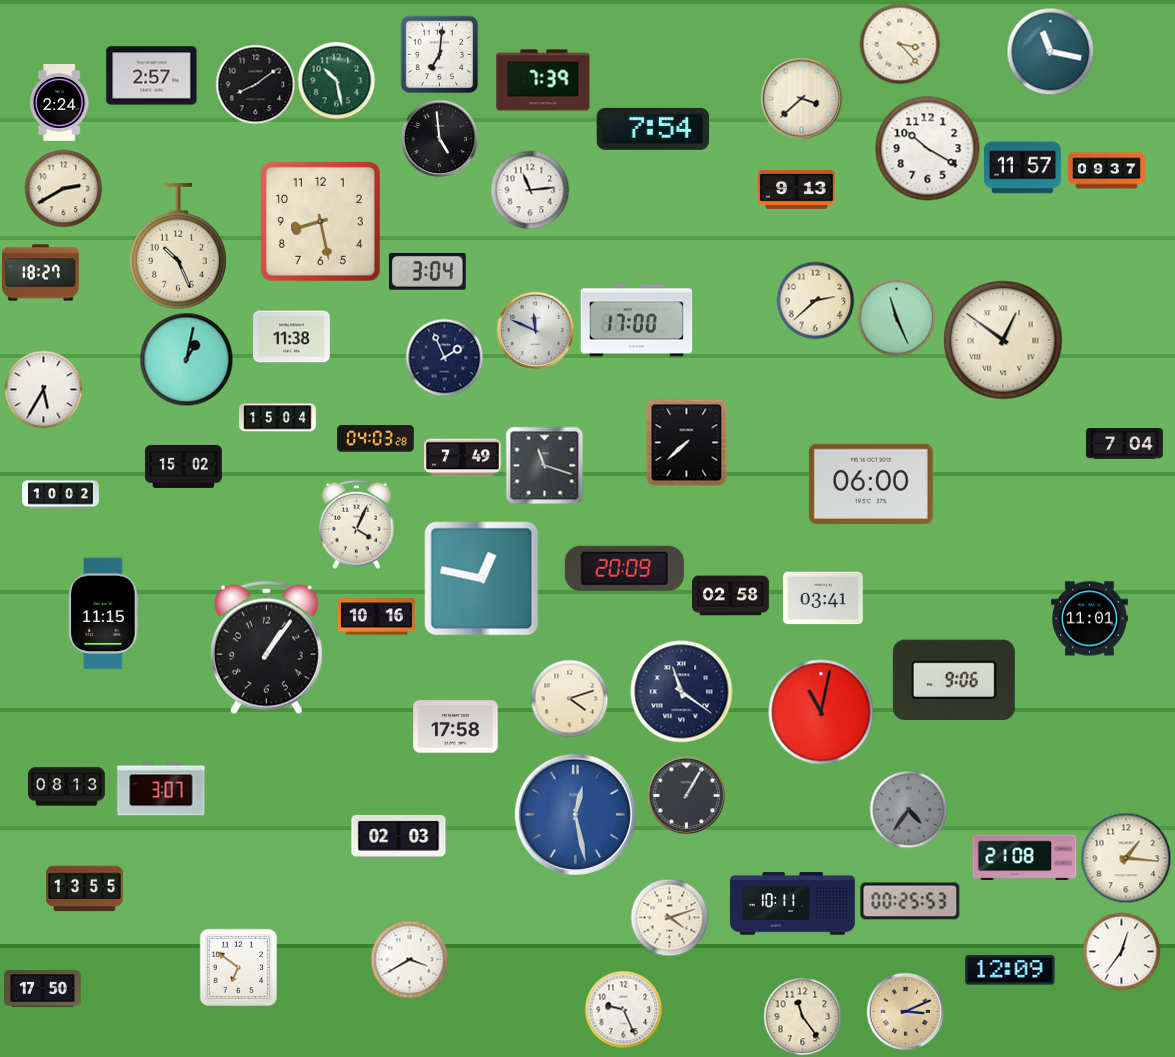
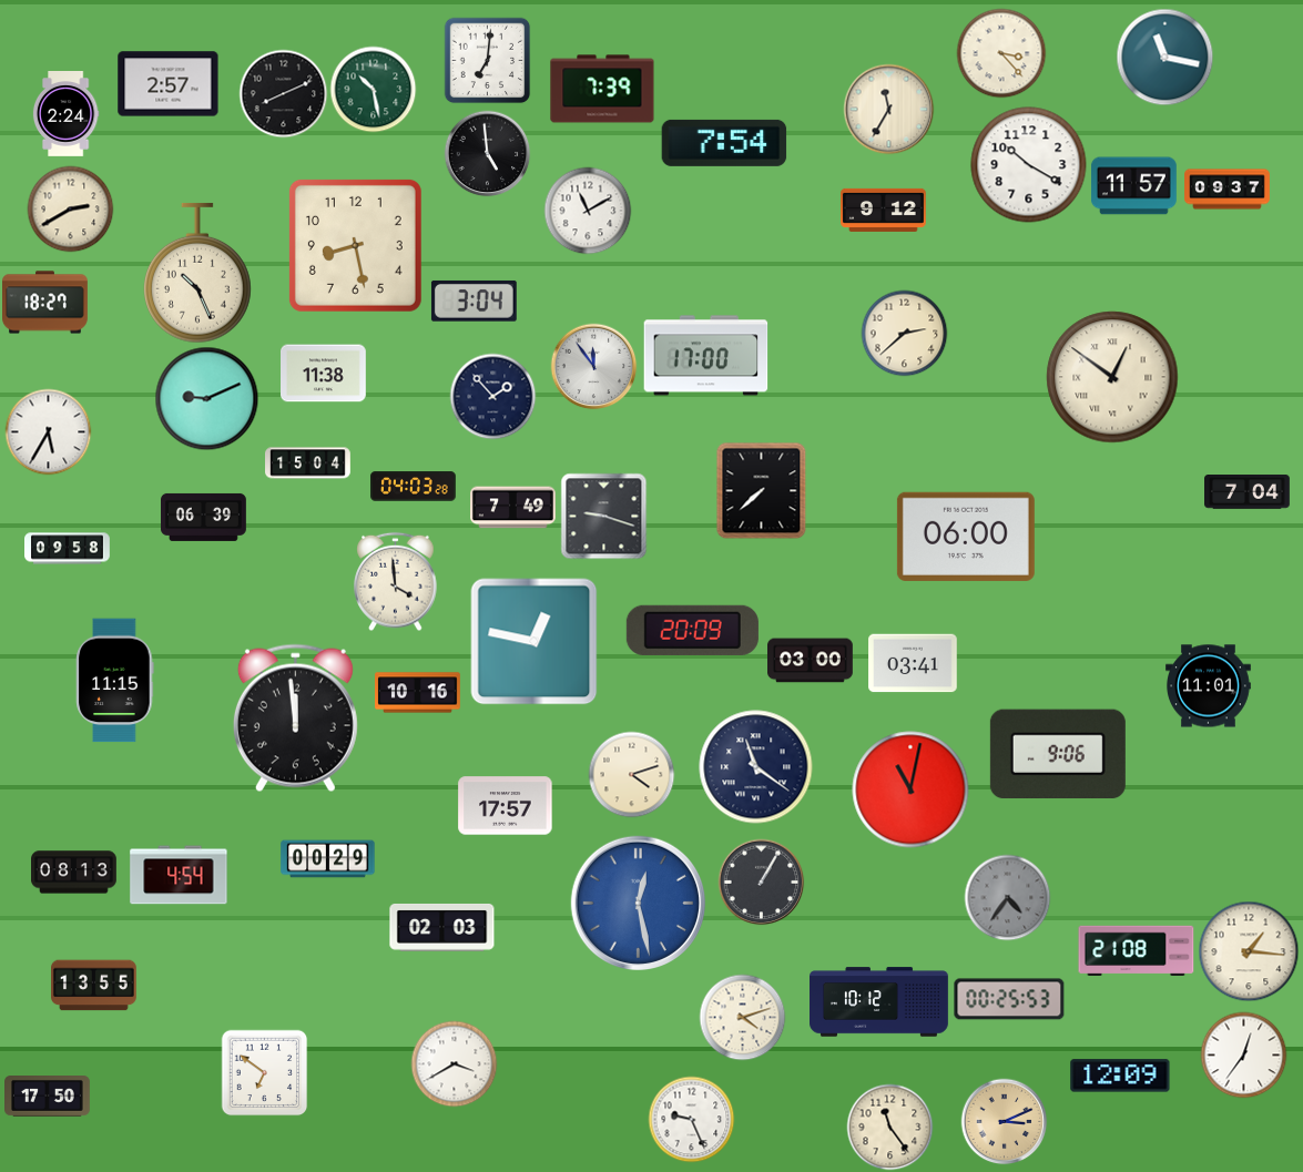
clock at (900, 44) position: (900, 44) -> (1001, 53)
clock at (255, 84): 8:09 -> 8:11
clock at (801, 98): 3:38 -> 11:35
clock at (797, 189): 9:13 -> 9:12
clock at (530, 190): 11:14 -> 11:10
clock at (896, 317): 11:26 -> none
clock at (535, 330): 11:49 -> 11:54
clock at (444, 357): 1:56 -> 1:53
clock at (186, 359): 1:02 -> 9:11
clock at (376, 439) position: (376, 439) -> (414, 487)
clock at (544, 465): 11:18 -> 9:18
clock at (184, 466): 15:02 -> 06:39
clock at (61, 495): 10:02 -> 09:58
clock at (357, 524): 4:04 -> 3:59
clock at (731, 596): 02:58 -> 03:00
clock at (377, 617) position: (377, 617) -> (418, 693)
clock at (266, 648): 1:06 -> 11:59
clock at (456, 727): 17:58 -> 17:57
clock at (328, 859): none -> 00:29
clock at (161, 789): 3:07 -> 4:54
clock at (793, 904): 10:11 -> 10:12
